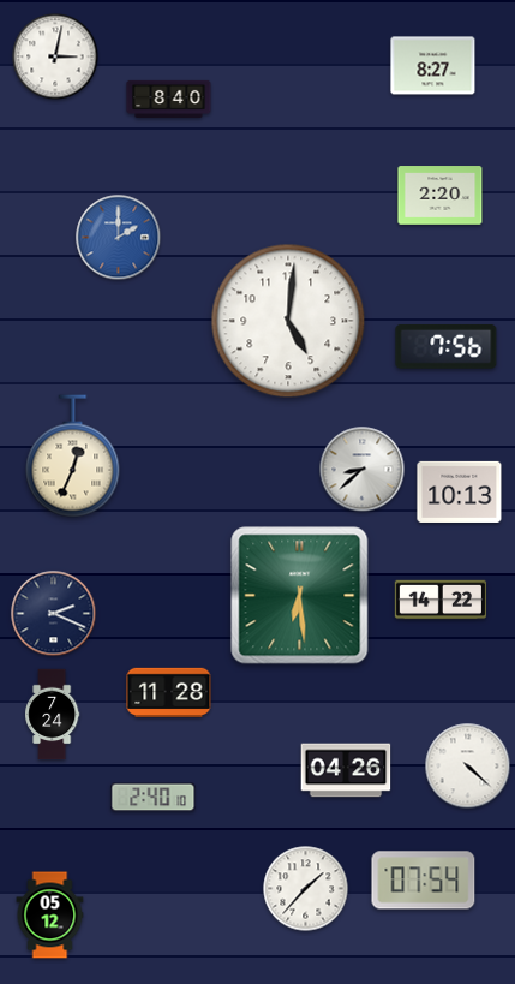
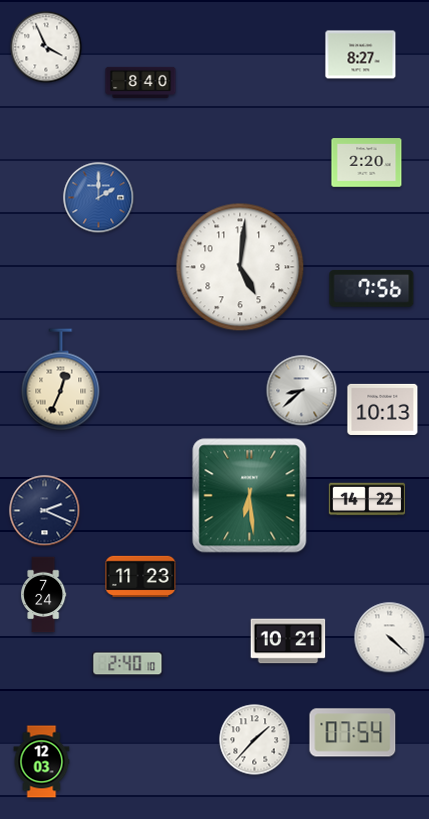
clock at (55, 56): 3:02 -> 3:56
clock at (169, 692): 11:28 -> 11:23
clock at (346, 770): 04:26 -> 10:21
clock at (50, 916): 05:12 -> 12:03
